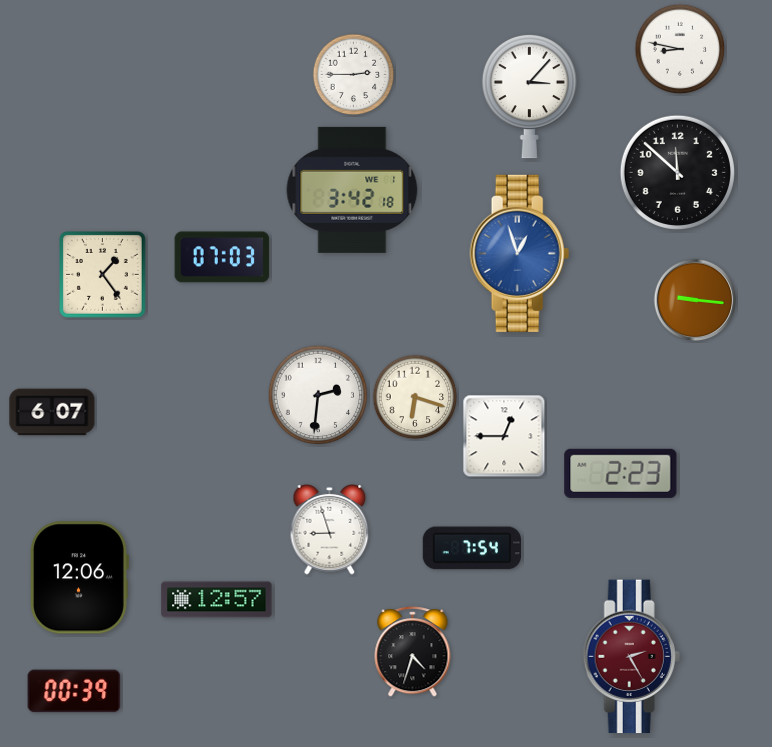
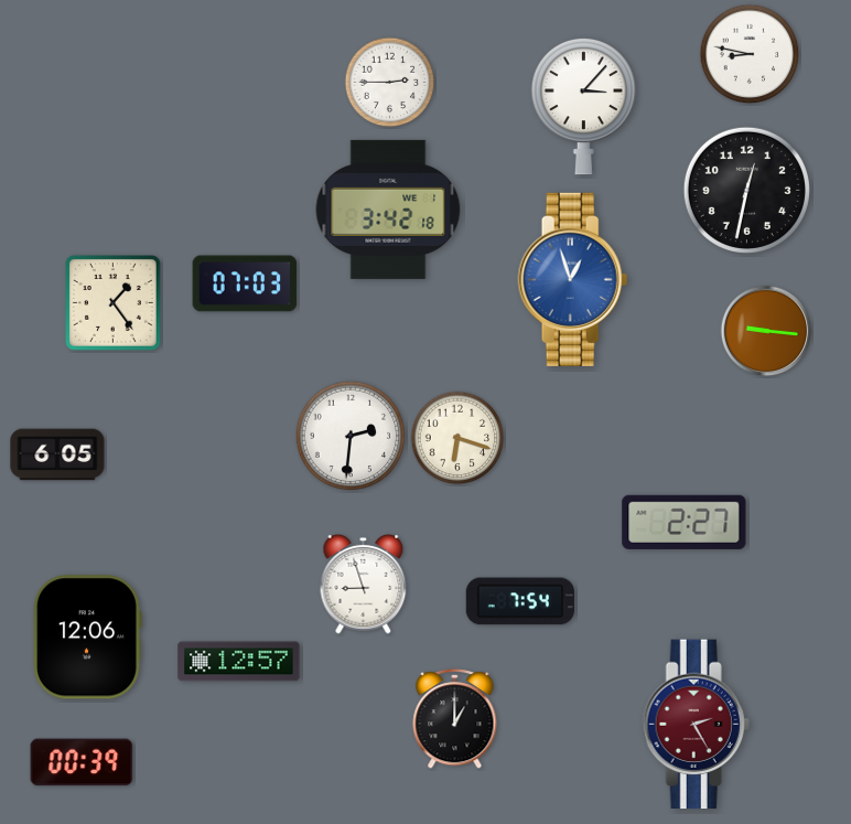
clock at (677, 172): 11:52 -> 12:32
clock at (52, 412): 6:07 -> 6:05
clock at (504, 436): 12:45 -> none
clock at (621, 473): 2:23 -> 2:27
clock at (472, 548) position: (472, 548) -> (520, 601)
clock at (413, 652): 4:33 -> 1:00
